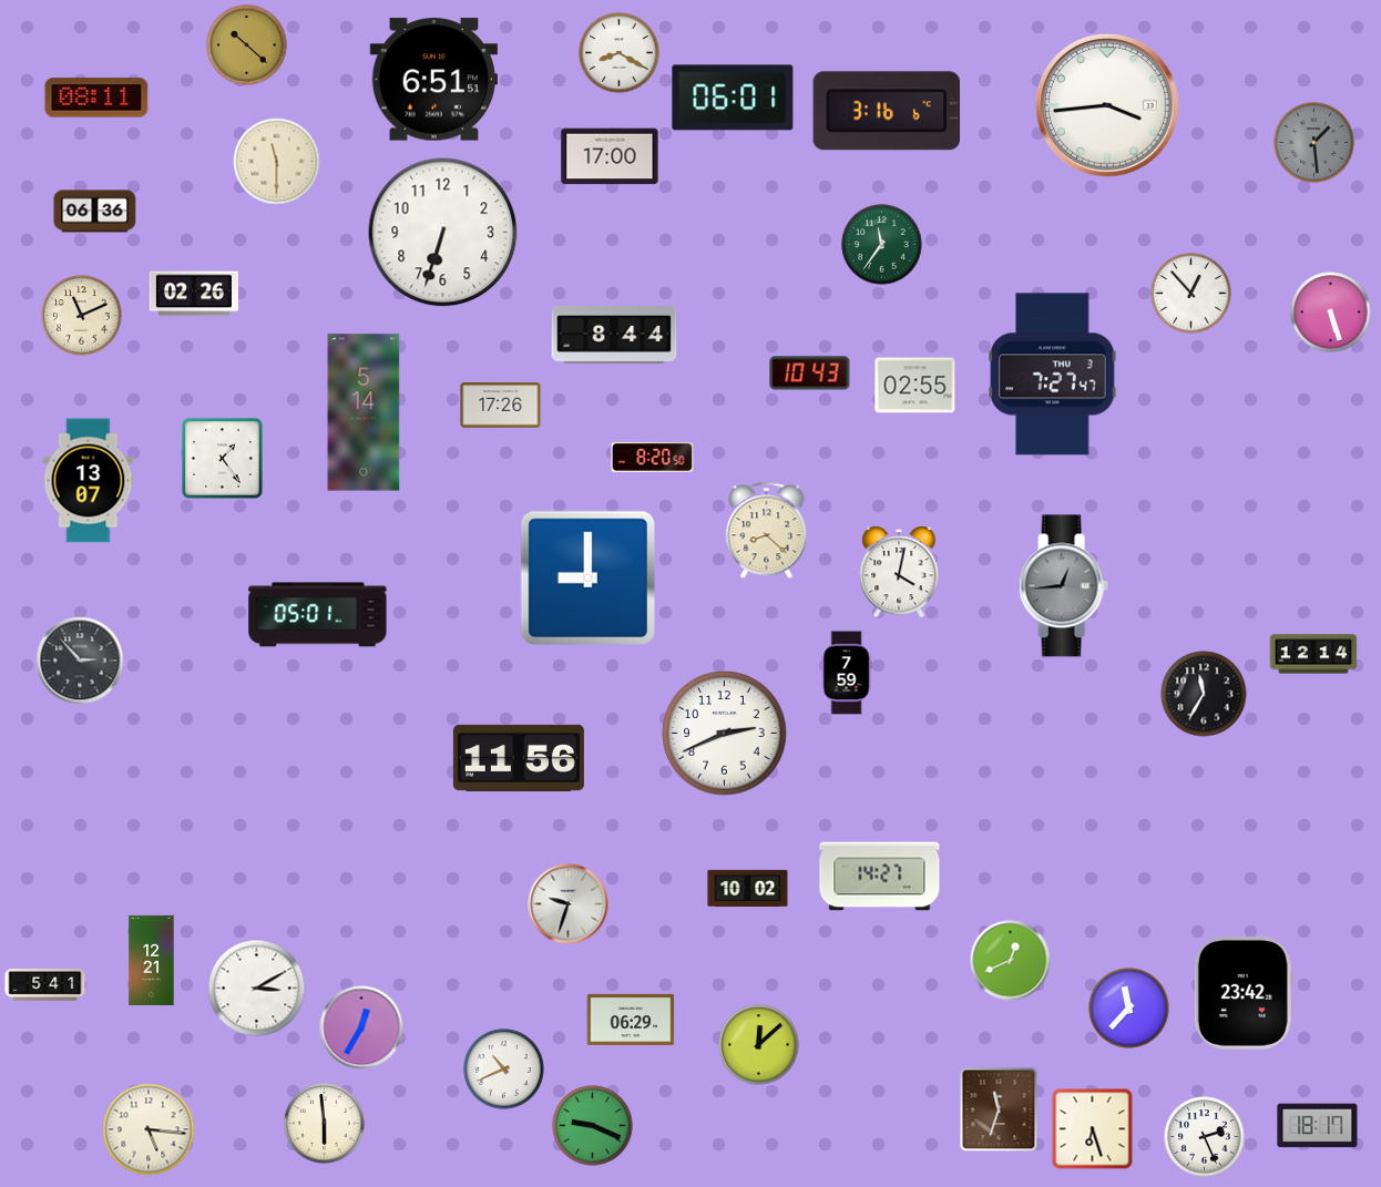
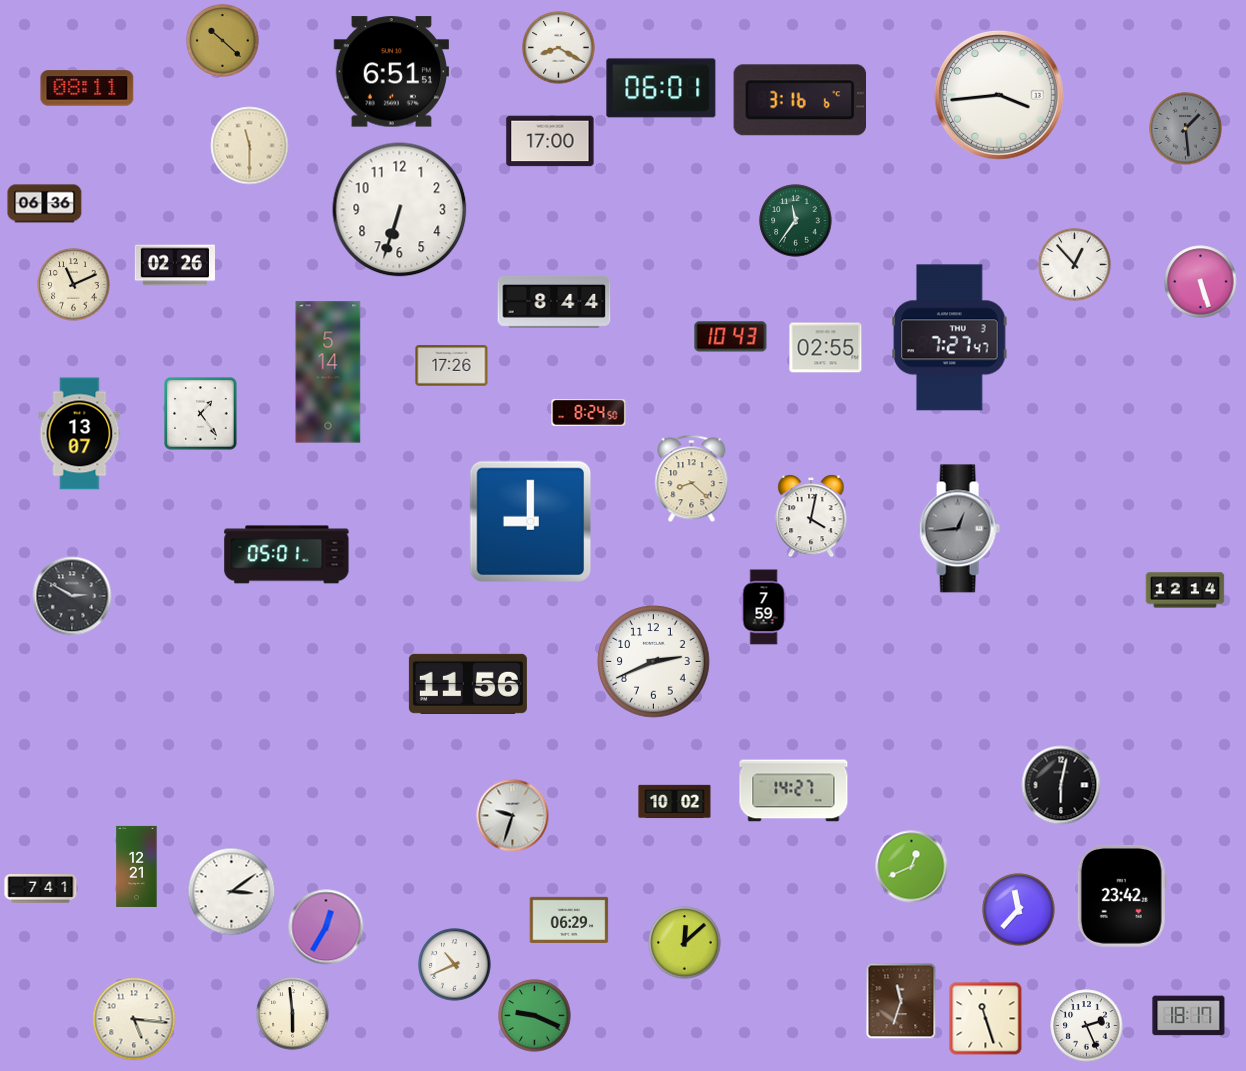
clock at (95, 212) position: (95, 212) -> (45, 204)
clock at (653, 457): 8:20 -> 8:24
clock at (80, 661): 2:53 -> 2:50
clock at (1204, 694): 11:35 -> none
clock at (1061, 785): none -> 6:02
clock at (45, 985): 5:41 -> 7:41
clock at (257, 989): 3:10 -> 3:09
clock at (1093, 1129): 6:27 -> 11:27
